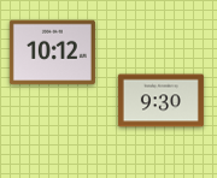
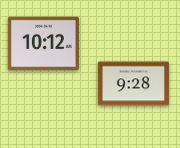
clock at (160, 101): 9:30 -> 9:28
